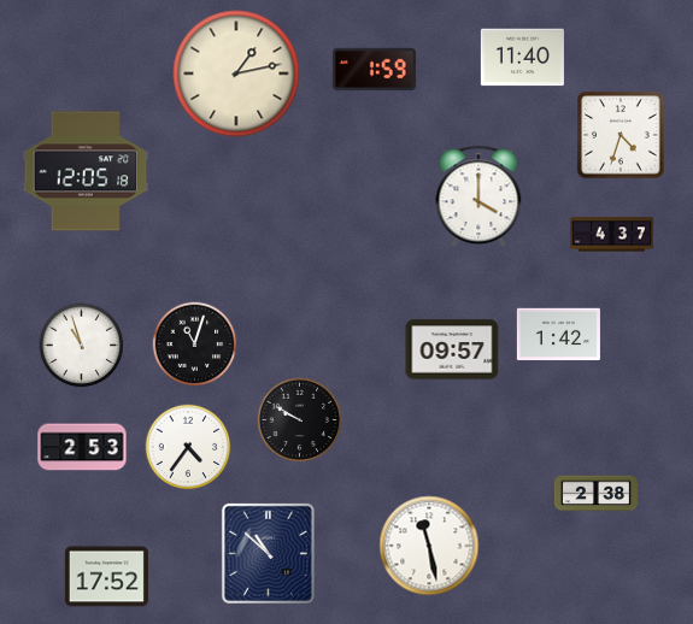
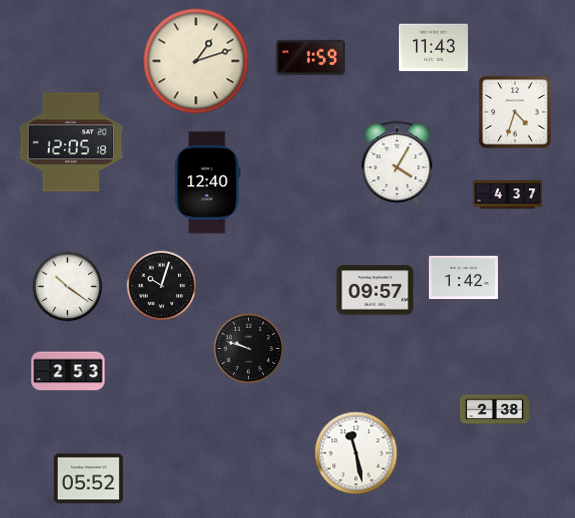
clock at (522, 58): 11:40 -> 11:43
clock at (236, 73): 1:13 -> 1:12
clock at (478, 196): 4:00 -> 4:05
clock at (208, 183): none -> 12:40
clock at (195, 345): 11:03 -> 10:03
clock at (82, 346): 10:57 -> 10:21
clock at (300, 420): 9:50 -> 9:48
clock at (188, 447): 4:36 -> none
clock at (268, 553): 10:52 -> none
clock at (106, 577): 17:52 -> 05:52
